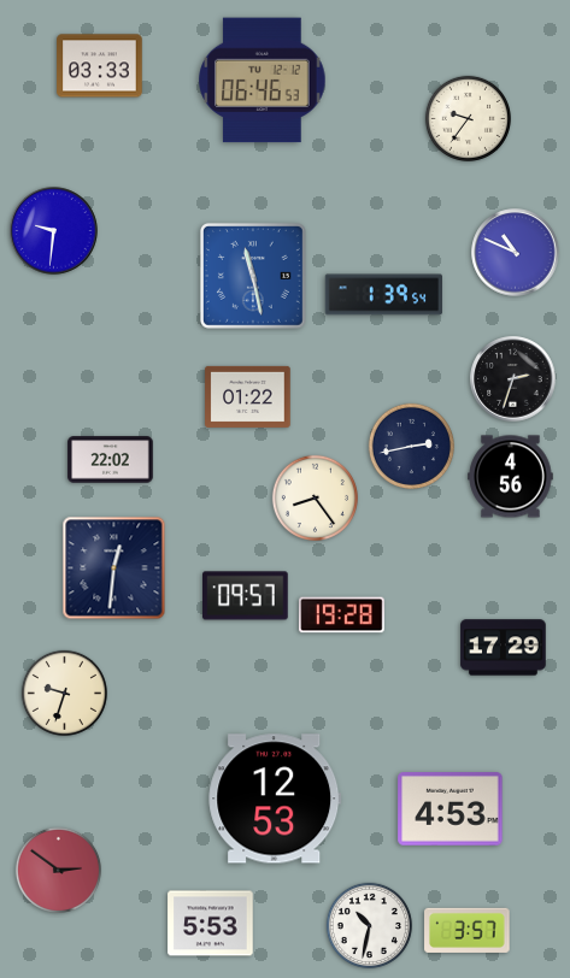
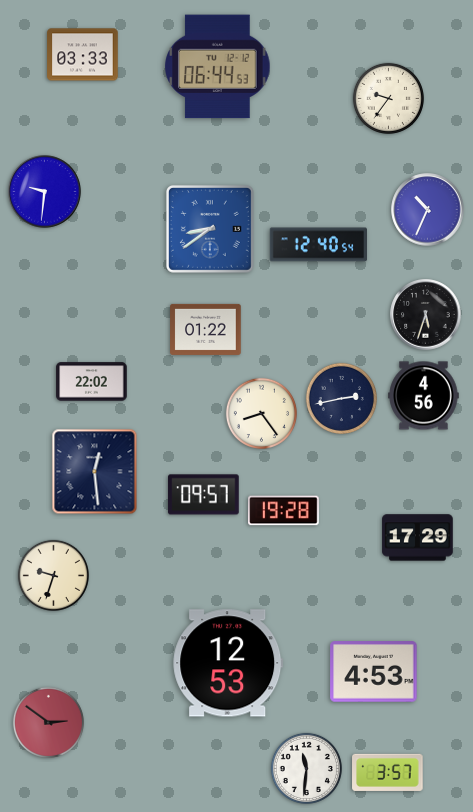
clock at (263, 81): 06:46 -> 06:44
clock at (516, 253): 10:49 -> 10:34
clock at (253, 276): 11:28 -> 8:39
clock at (383, 295): 1:39 -> 12:40
clock at (513, 379): 2:33 -> 5:33
clock at (411, 446) position: (411, 446) -> (341, 398)
clock at (114, 568): 12:31 -> 12:29
clock at (211, 924): 5:53 -> none
clock at (369, 925): 10:32 -> 11:31
